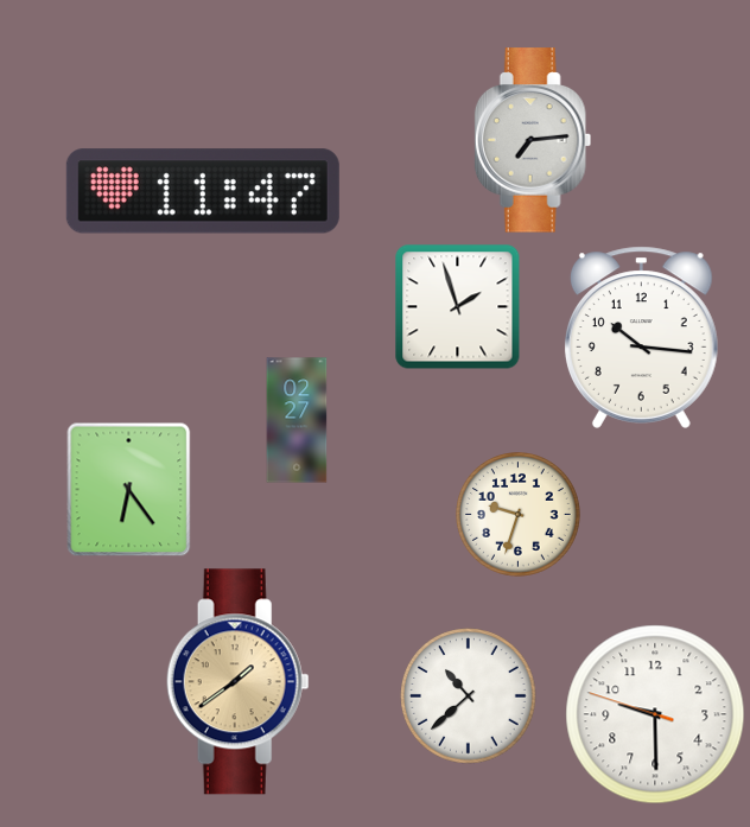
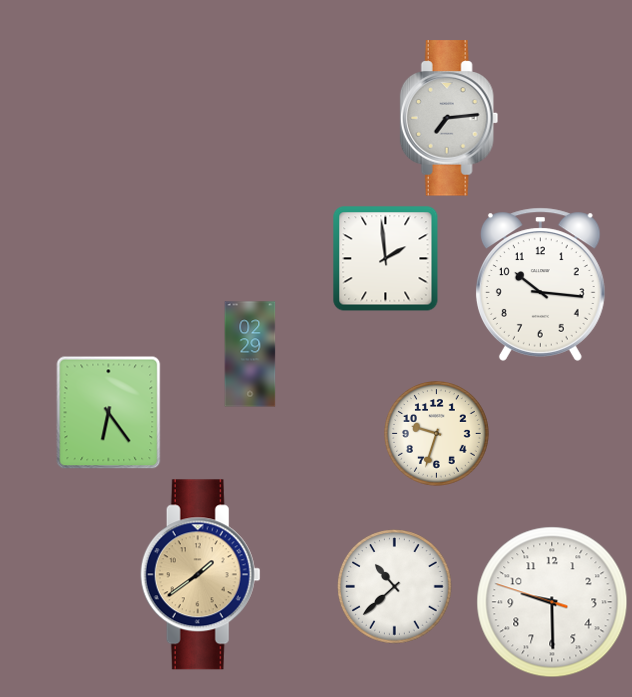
clock at (203, 191): 11:47 -> none
clock at (458, 307): 1:57 -> 1:59
clock at (297, 420): 02:27 -> 02:29
